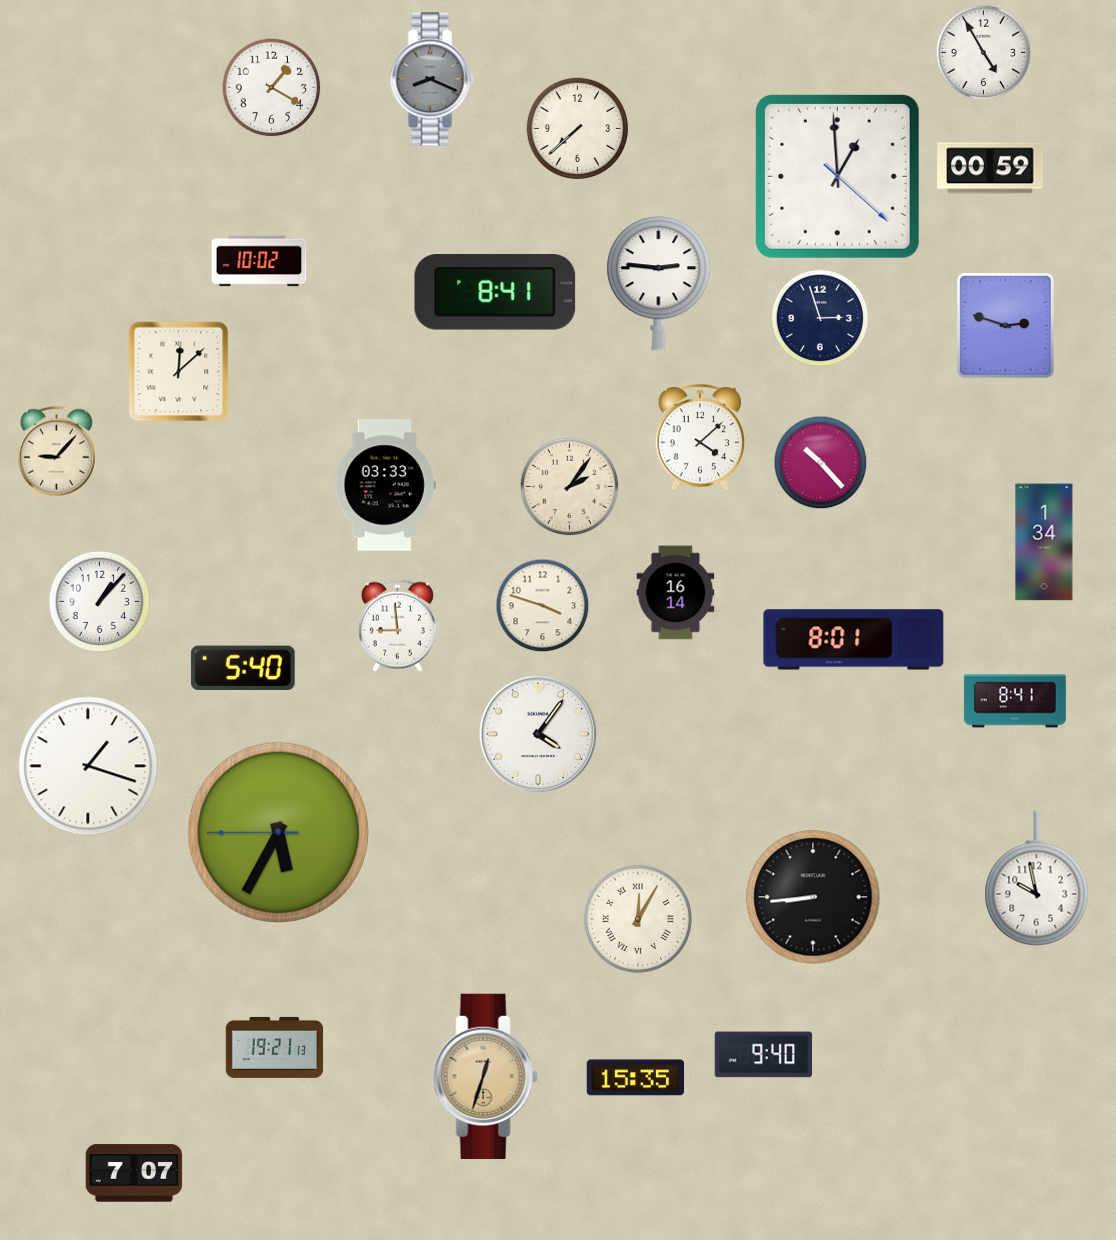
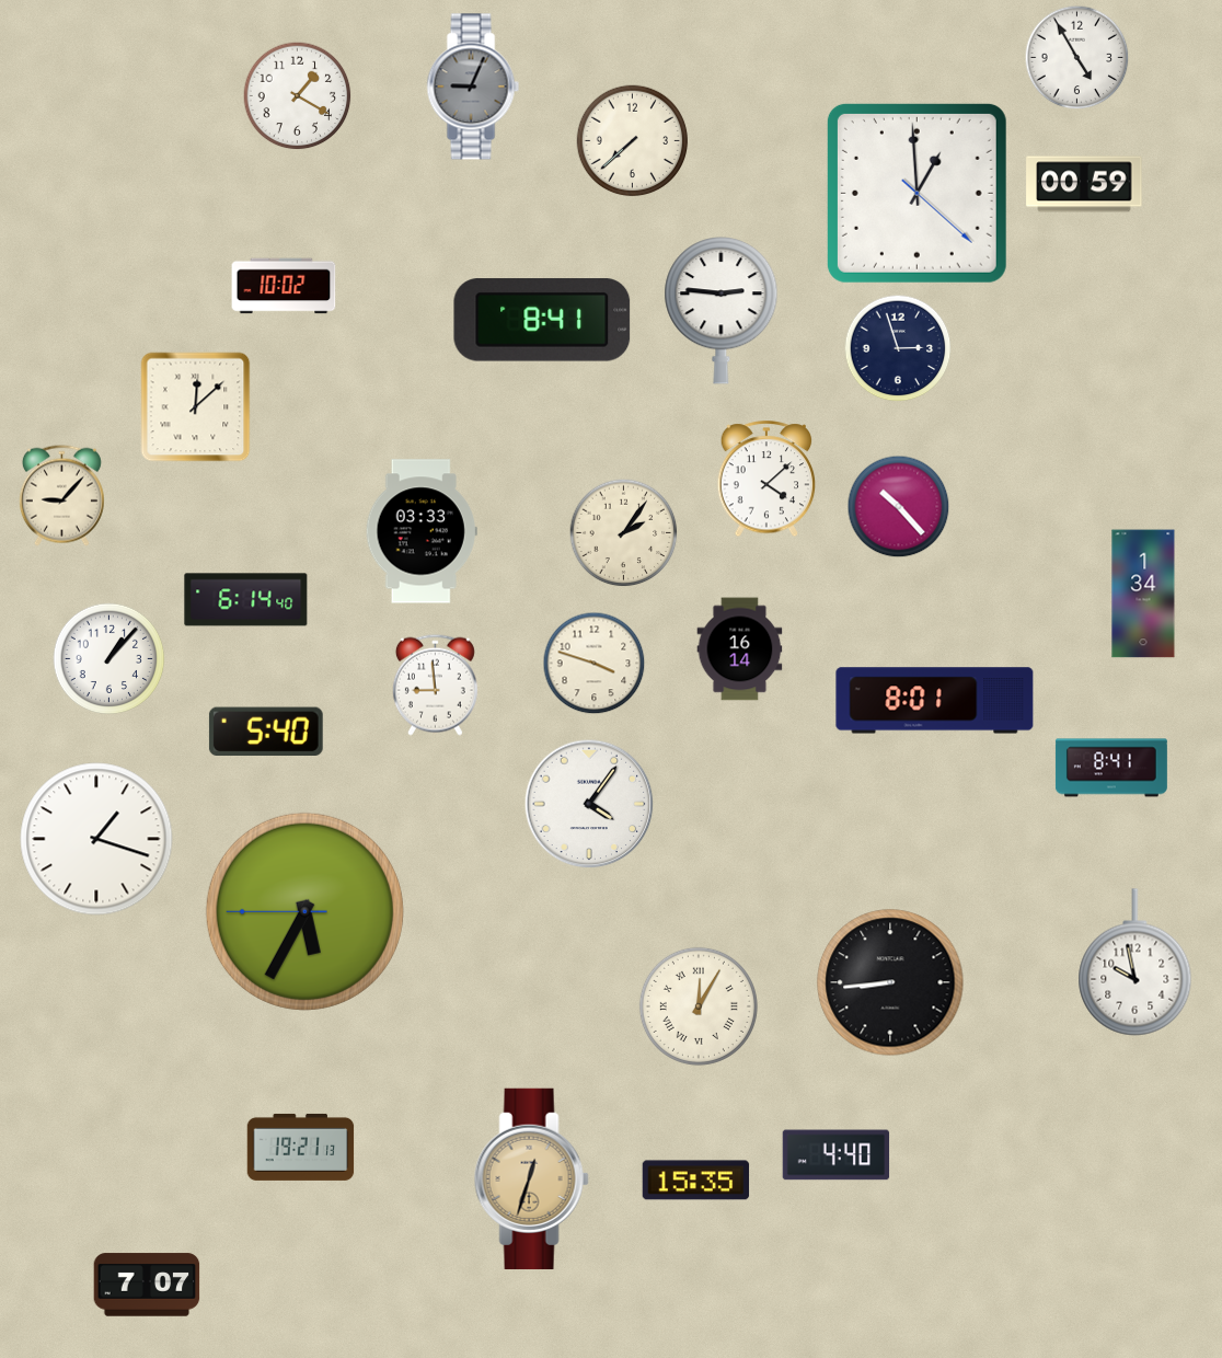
clock at (432, 79): 8:19 -> 9:04
clock at (1006, 326): 2:48 -> none
clock at (246, 600): none -> 6:14
clock at (764, 1055): 9:40 -> 4:40
